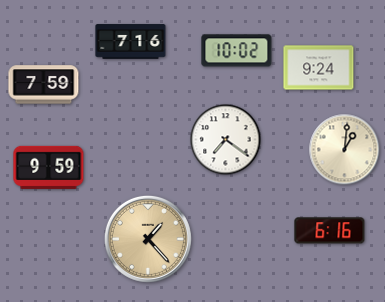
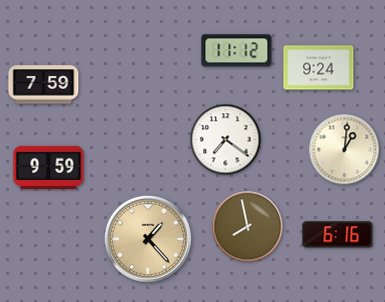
clock at (131, 42): 7:16 -> none
clock at (237, 51): 10:02 -> 11:12
clock at (248, 227): none -> 7:58
clock at (330, 231) position: (330, 231) -> (338, 235)
